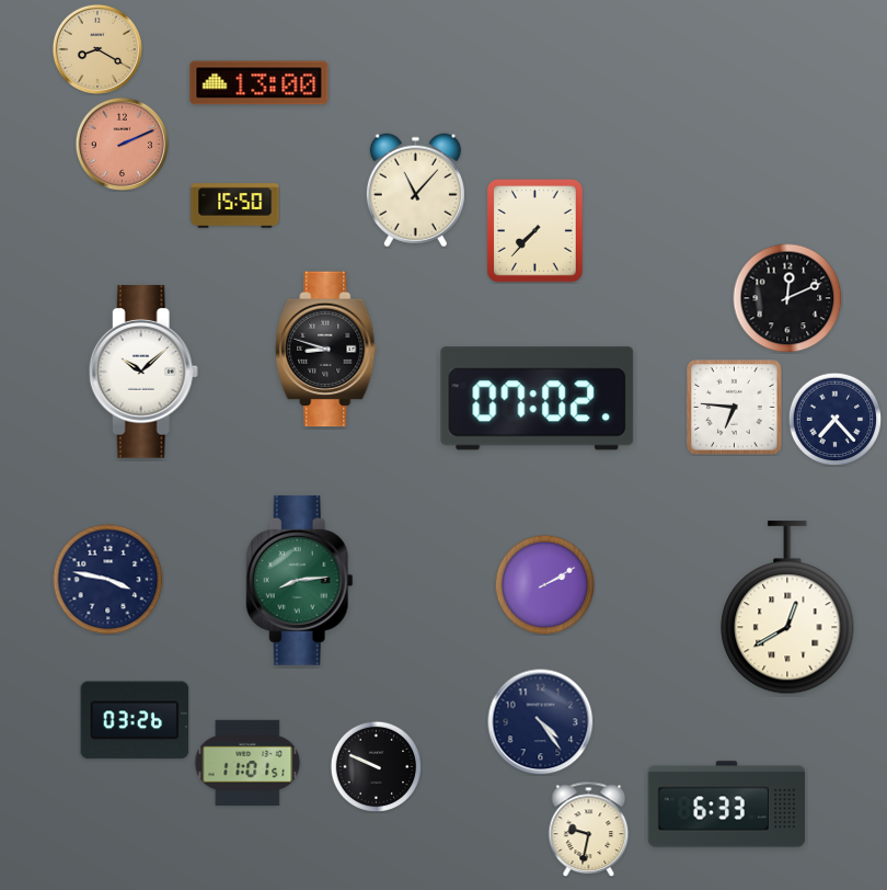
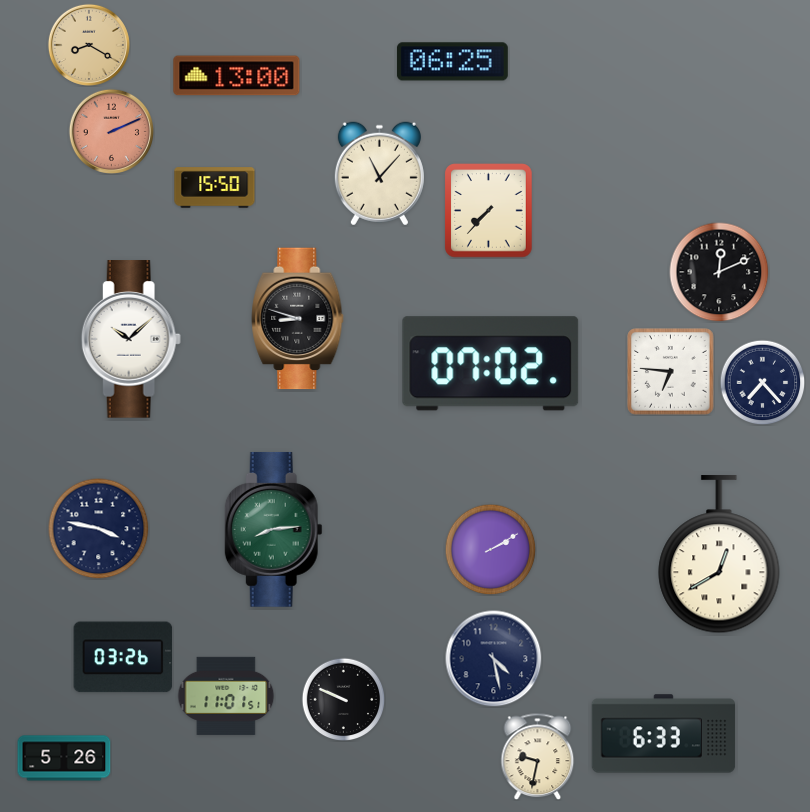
clock at (452, 62): none -> 06:25
clock at (544, 584) position: (544, 584) -> (490, 549)
clock at (541, 722): 4:24 -> 4:28
clock at (64, 758): none -> 5:26
